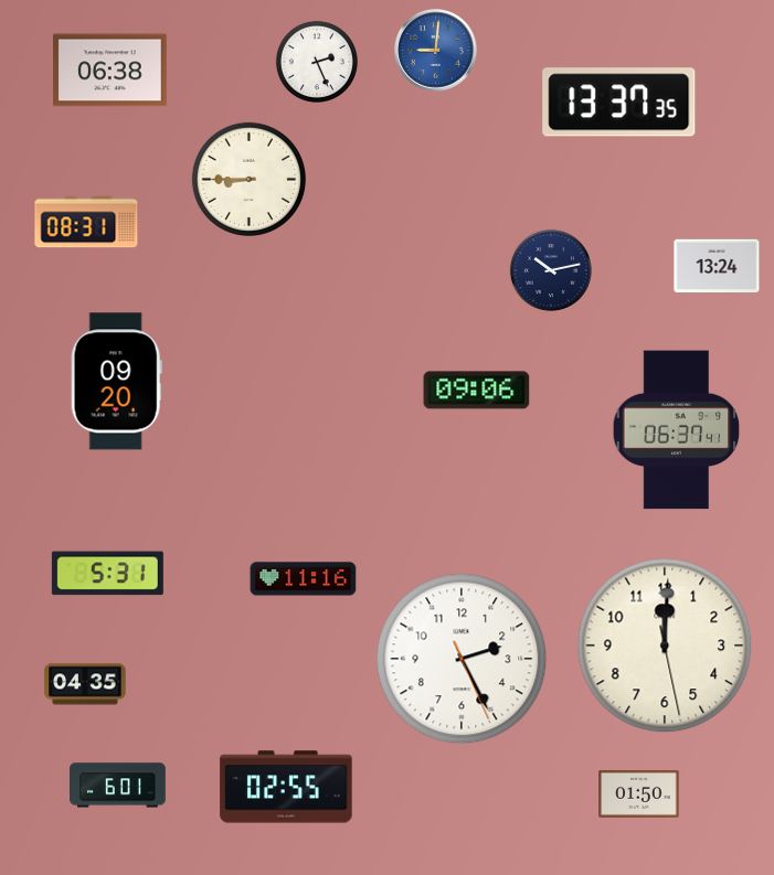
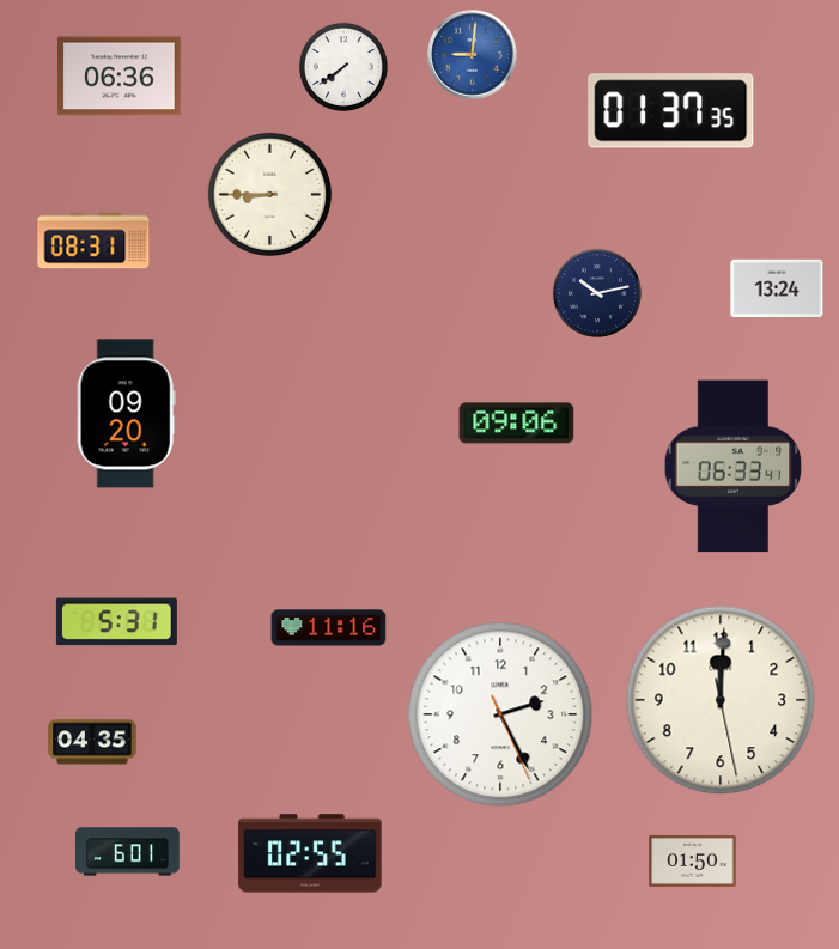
clock at (317, 62): 2:26 -> 7:39
clock at (110, 71): 06:38 -> 06:36
clock at (619, 103): 13:37 -> 01:37
clock at (677, 430): 06:37 -> 06:33
